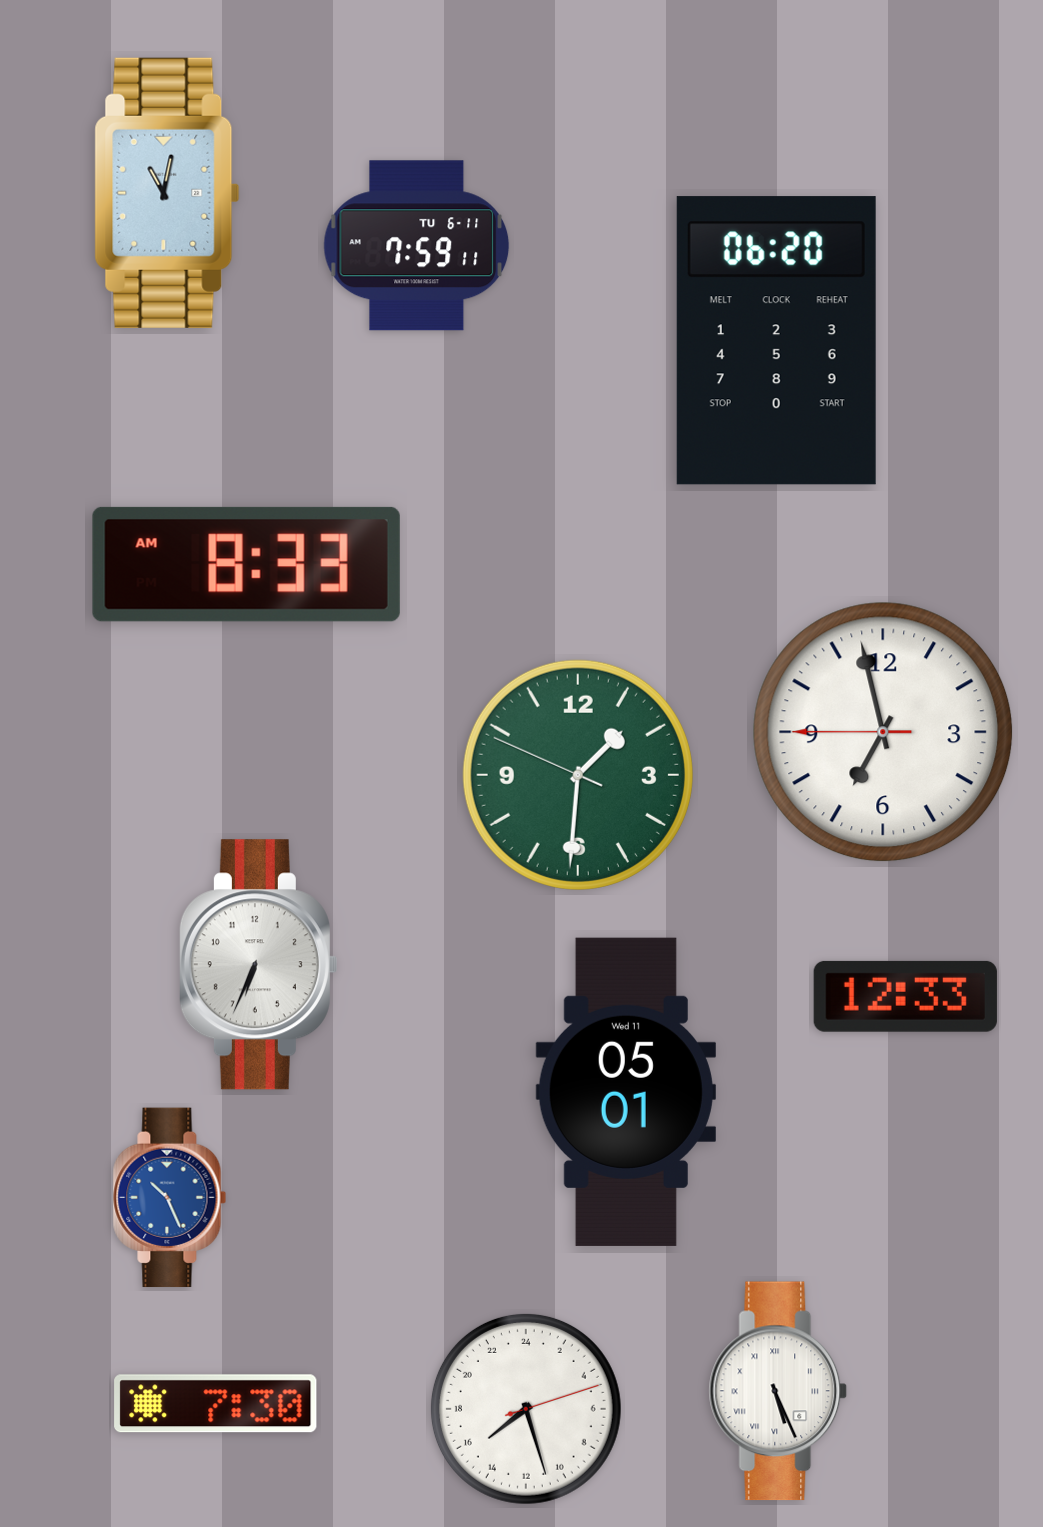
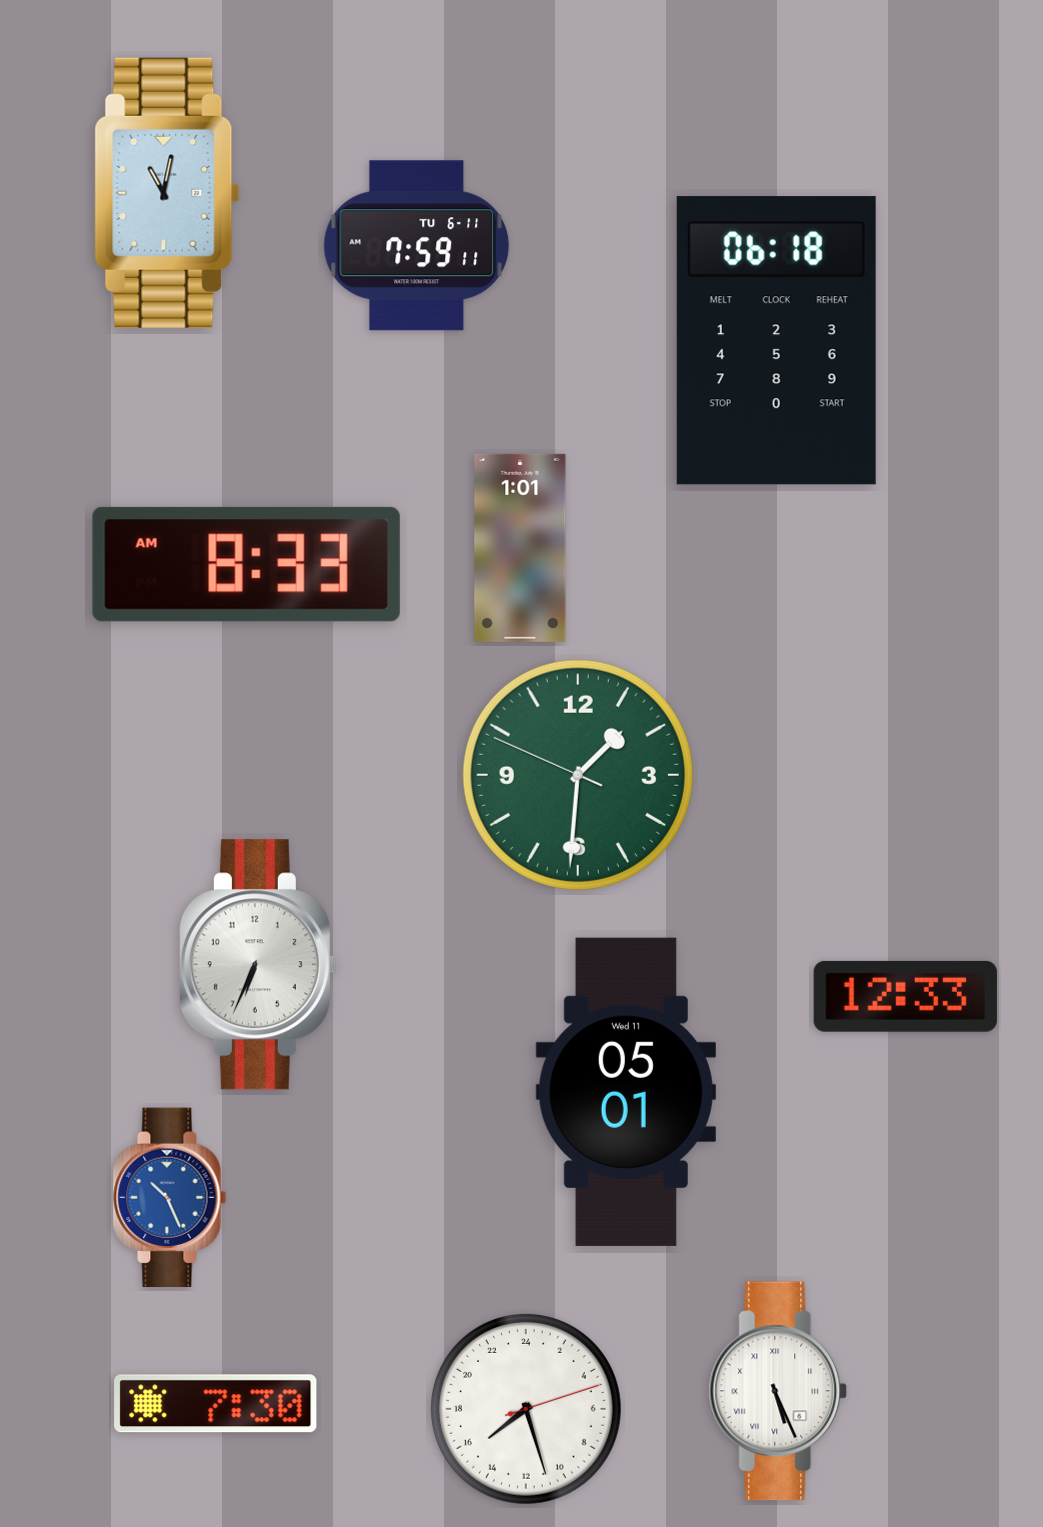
clock at (776, 341): 06:20 -> 06:18
clock at (520, 548): none -> 1:01
clock at (883, 732): 6:57 -> none
